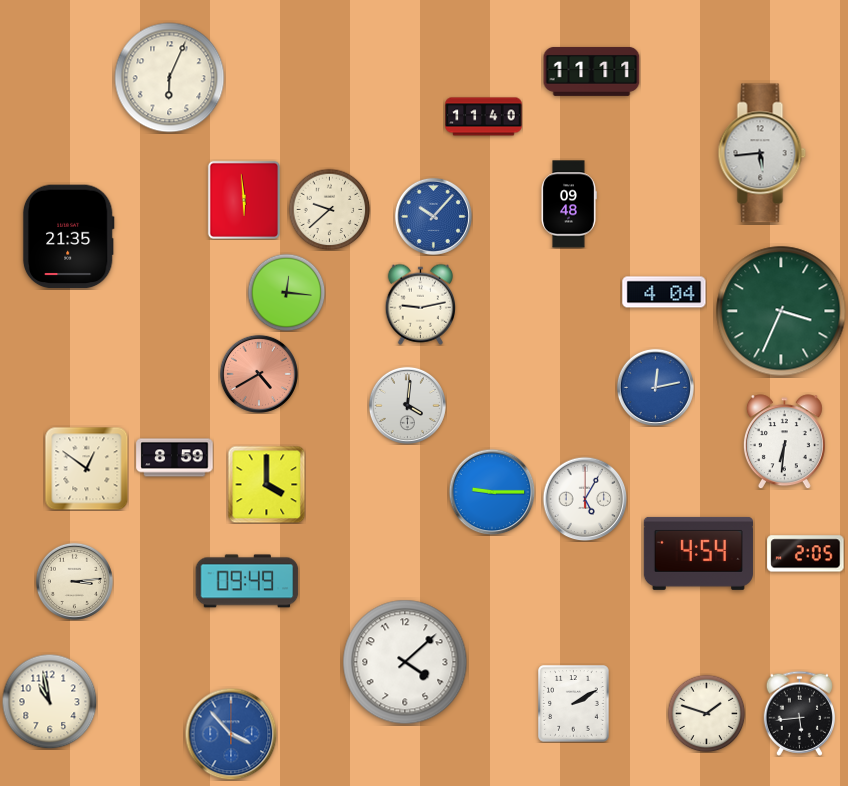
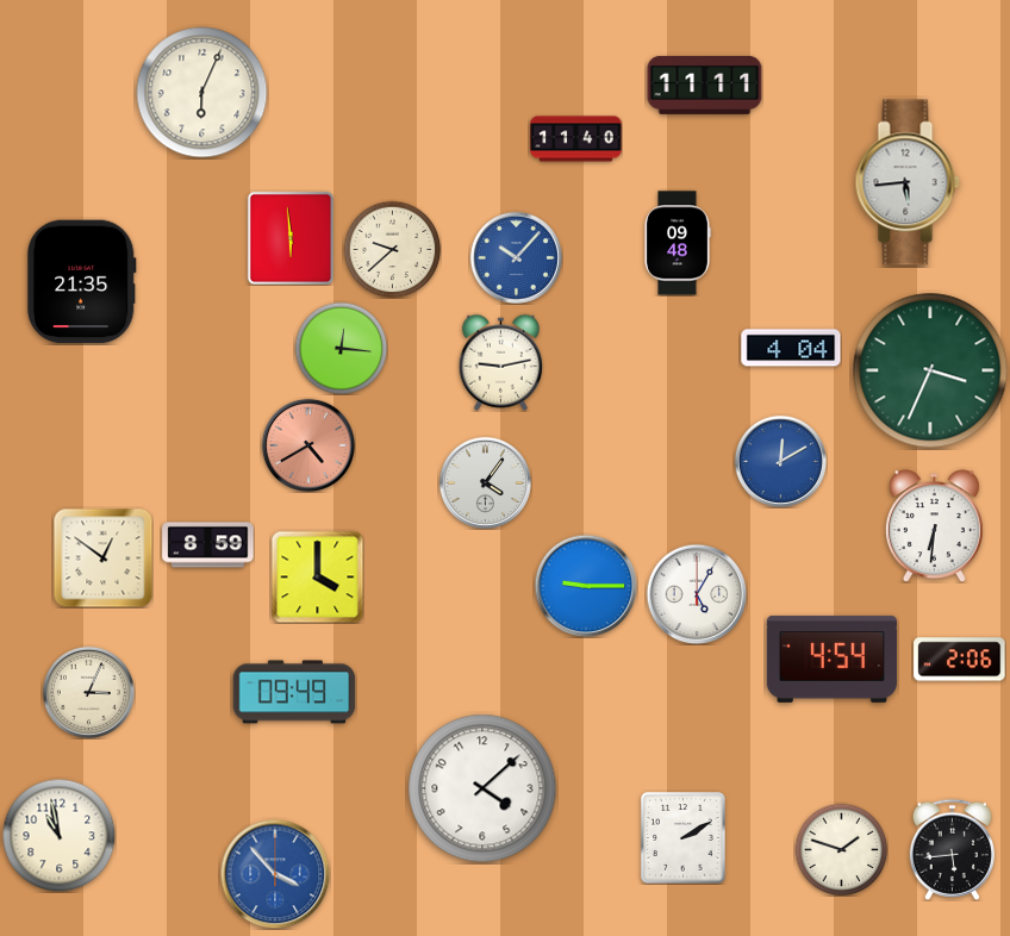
clock at (655, 387): 12:13 -> 12:10
clock at (407, 405): 4:01 -> 4:06
clock at (806, 554): 2:05 -> 2:06
clock at (74, 581): 3:14 -> 3:04
